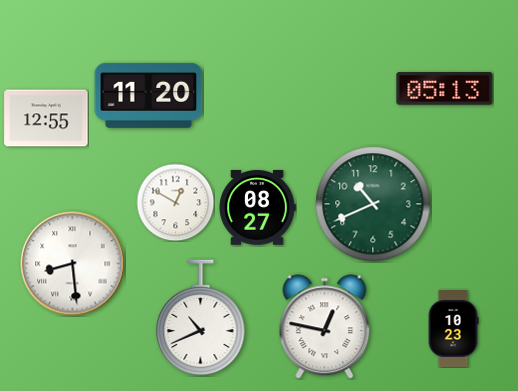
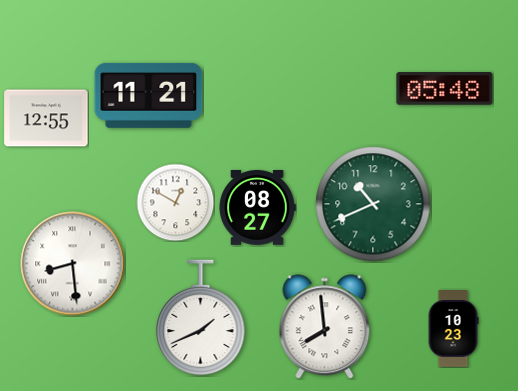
clock at (445, 89): 05:13 -> 05:48
clock at (149, 95): 11:20 -> 11:21
clock at (201, 318): 10:41 -> 1:41
clock at (325, 327): 12:47 -> 7:59
